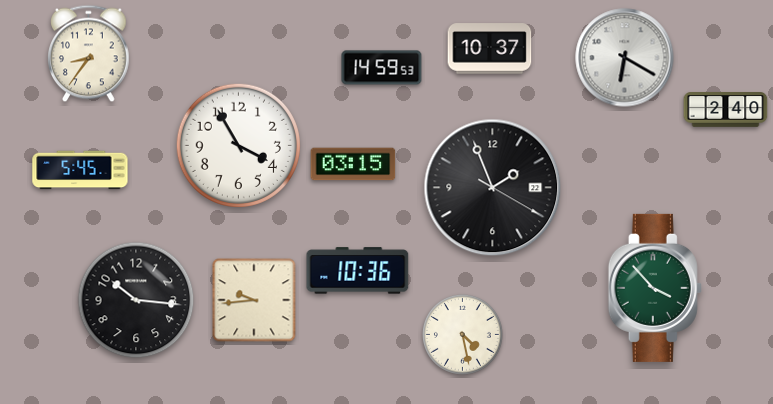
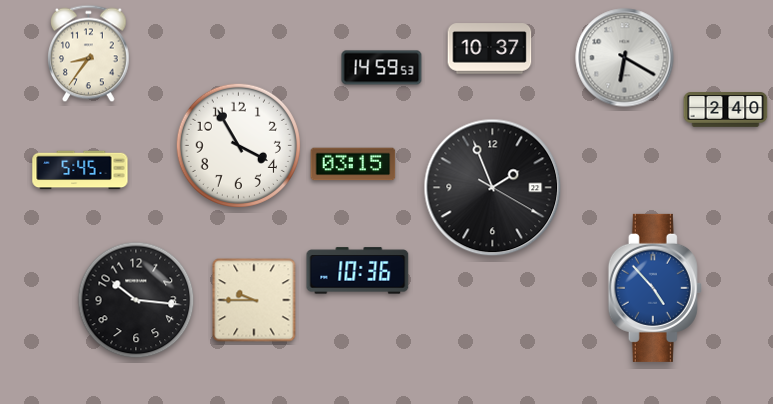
clock at (655, 288): 3:53 -> 4:53
clock at (655, 288) dial: green -> blue
clock at (254, 300): 9:44 -> 9:45
clock at (462, 334): 4:28 -> none
